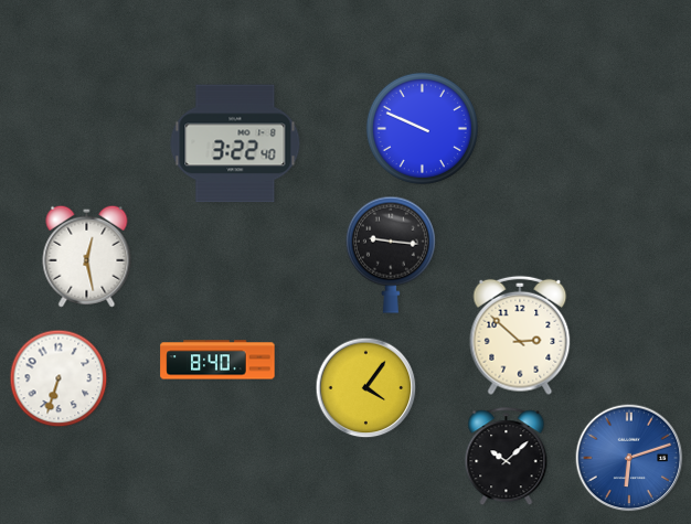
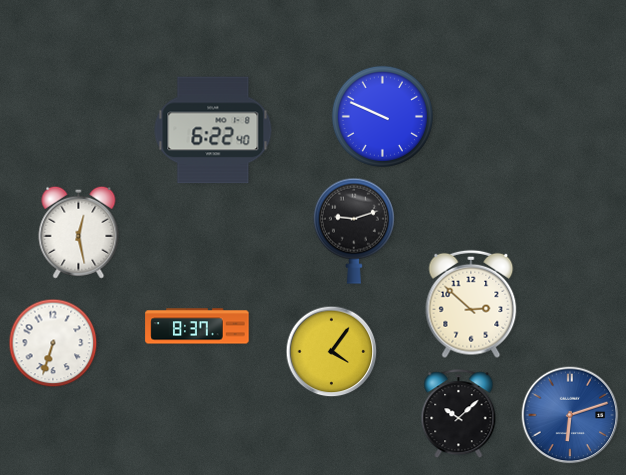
clock at (235, 143): 3:22 -> 6:22
clock at (391, 255): 9:16 -> 9:12
clock at (217, 360): 8:40 -> 8:37
